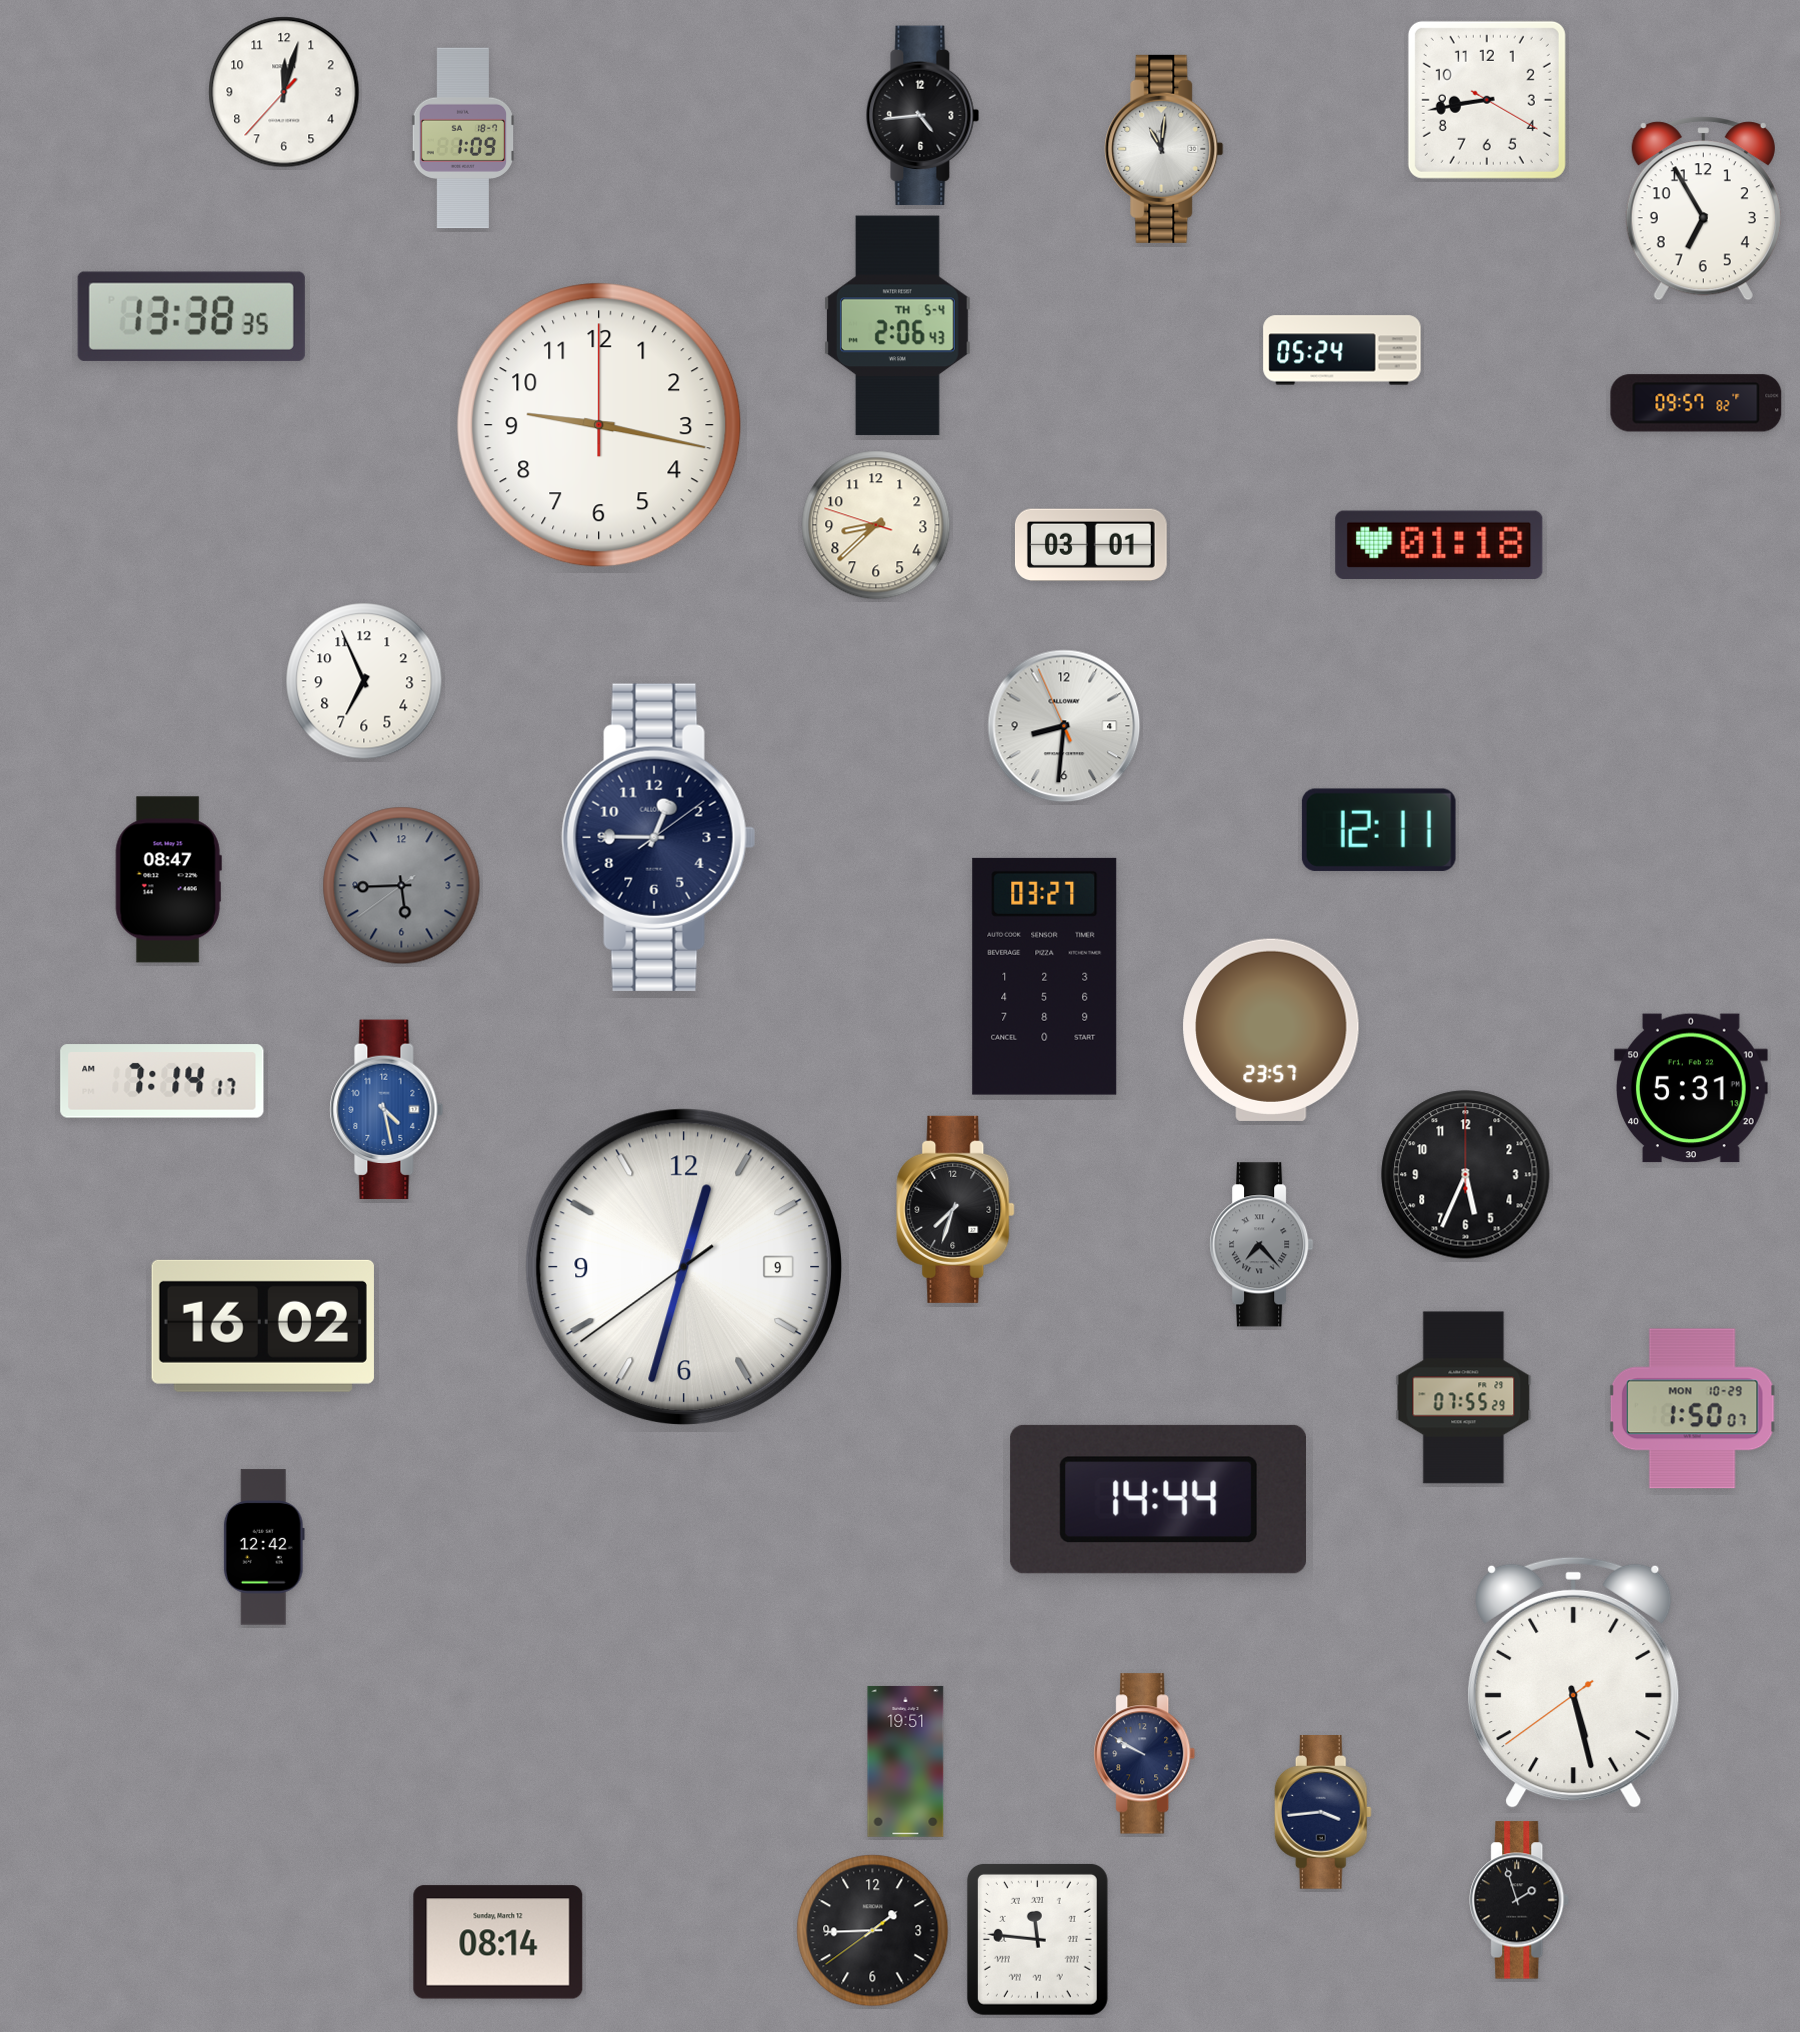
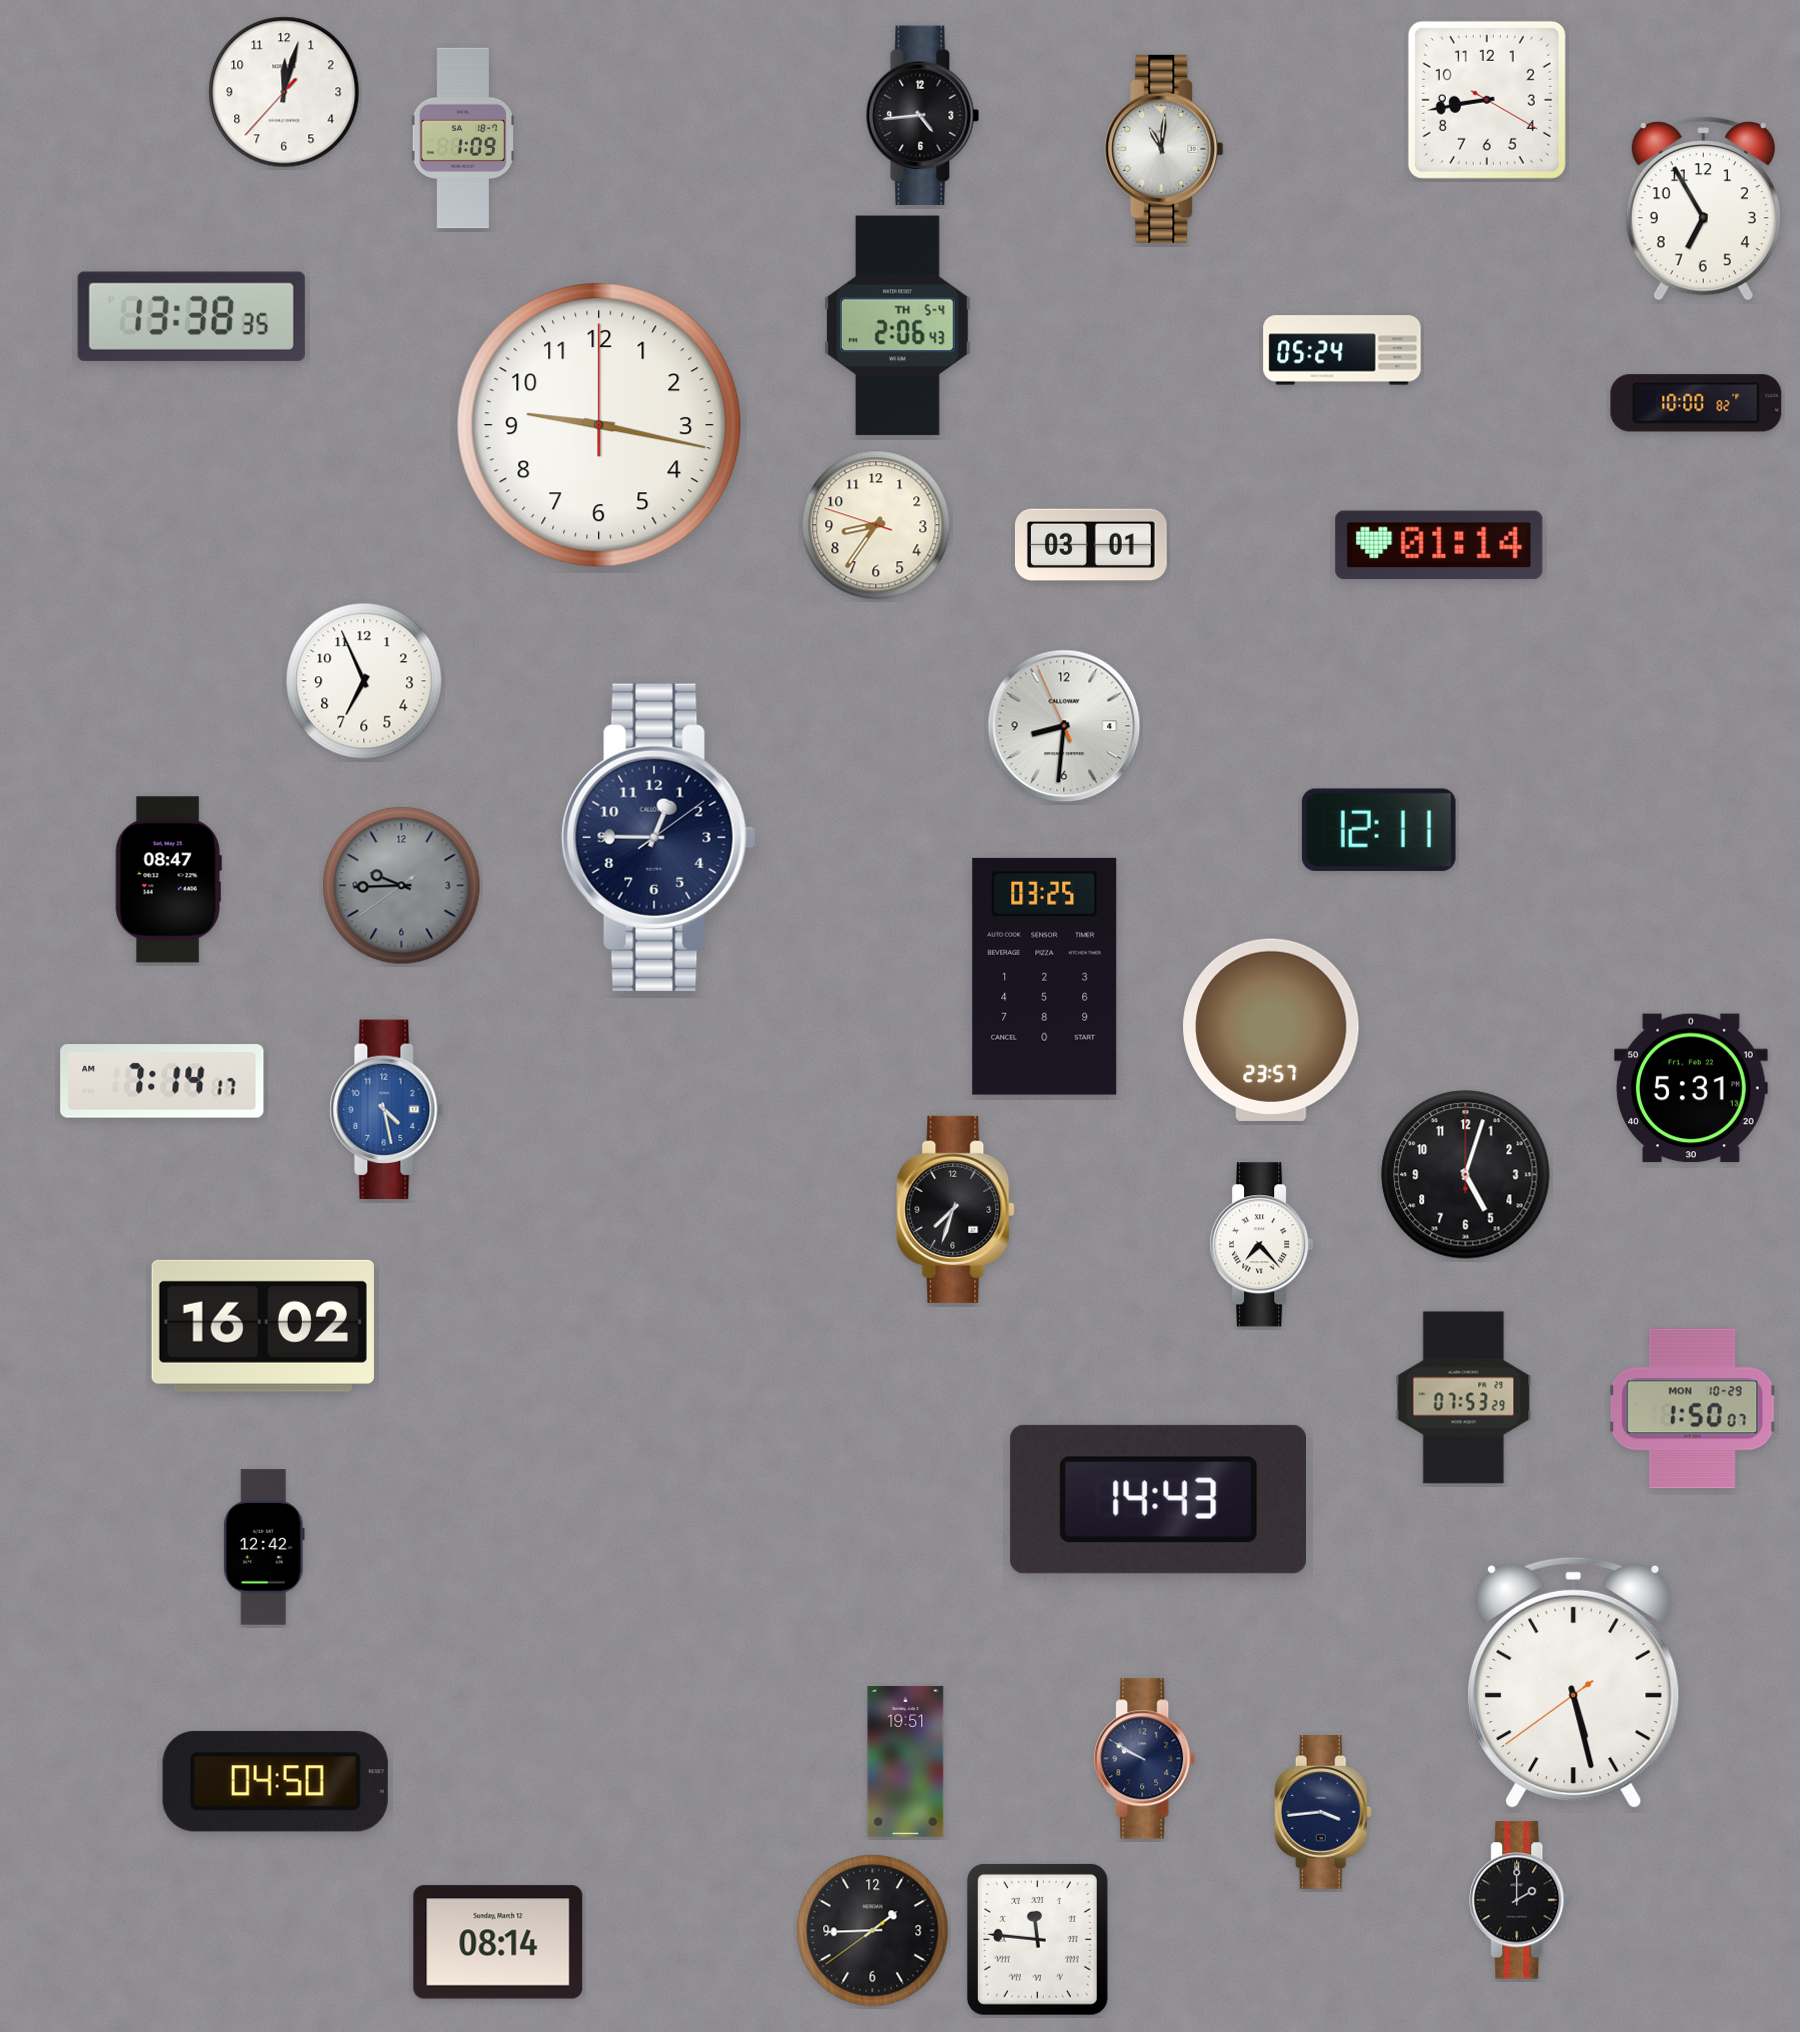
clock at (1696, 403): 09:57 -> 10:00
clock at (876, 525): 8:37 -> 8:35
clock at (1439, 544): 01:18 -> 01:14
clock at (402, 886): 5:44 -> 9:44
clock at (1045, 976): 03:27 -> 03:25
clock at (1466, 1175): 5:34 -> 5:03
clock at (1262, 1245) dial: grey -> white
clock at (684, 1267): 12:32 -> none
clock at (1464, 1398): 07:55 -> 07:53
clock at (1158, 1499): 14:44 -> 14:43
clock at (1145, 1754) position: (1145, 1754) -> (1145, 1759)
clock at (275, 1781): none -> 04:50
clock at (1520, 1900): 1:57 -> 2:00
